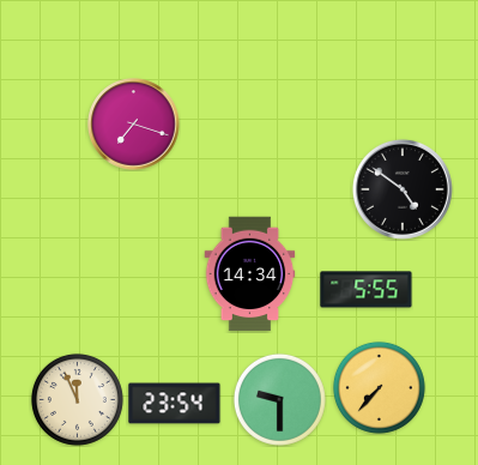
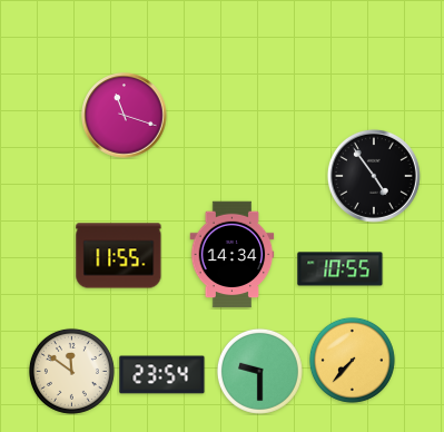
clock at (134, 125): 7:18 -> 11:18
clock at (403, 189): 4:51 -> 4:54
clock at (119, 256): none -> 11:55
clock at (367, 290): 5:55 -> 10:55
clock at (77, 399): 11:56 -> 11:51
